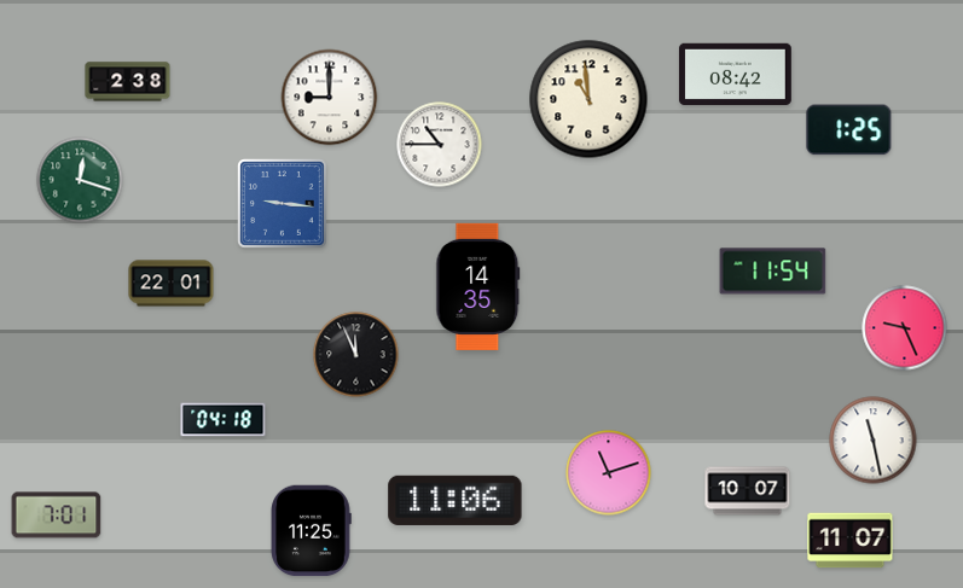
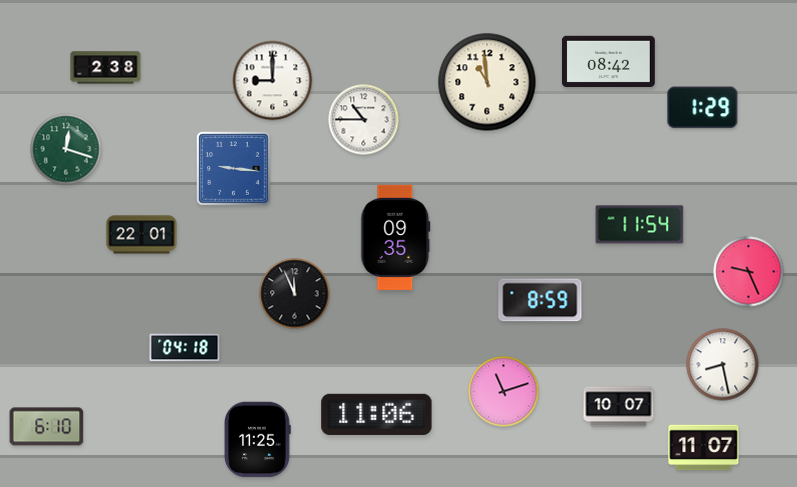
clock at (849, 130): 1:25 -> 1:29
clock at (478, 286): 14:35 -> 09:35
clock at (540, 300): none -> 8:59
clock at (874, 441): 11:28 -> 8:28
clock at (57, 516): 7:01 -> 6:10
